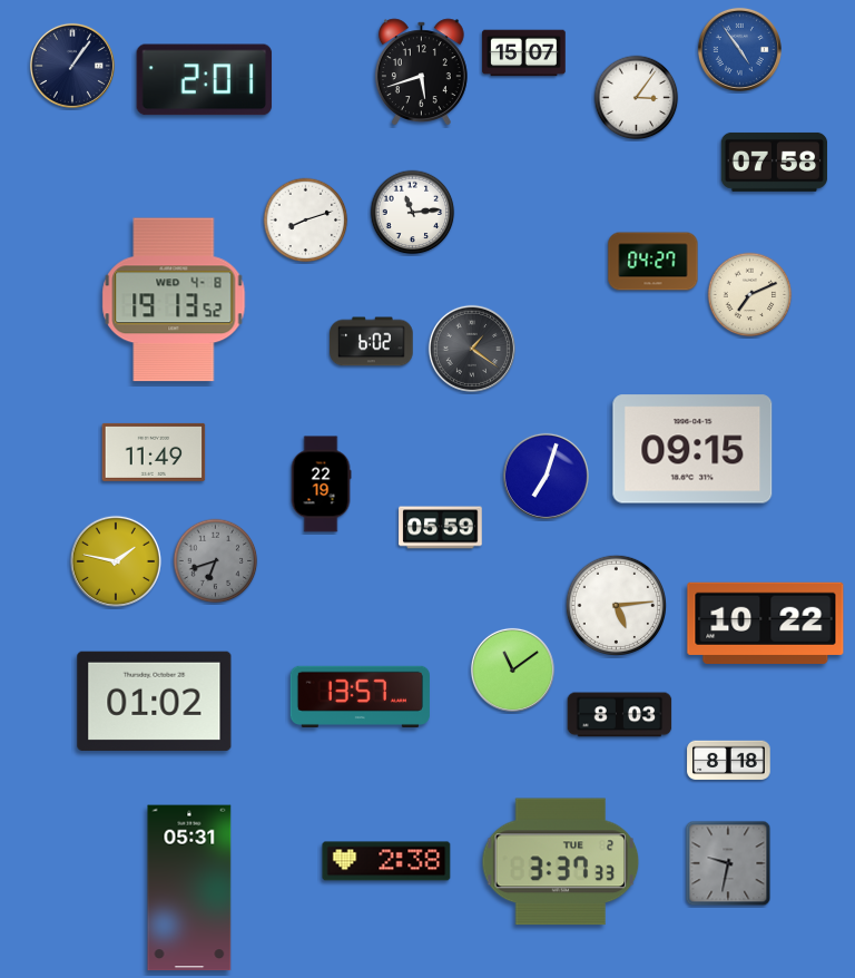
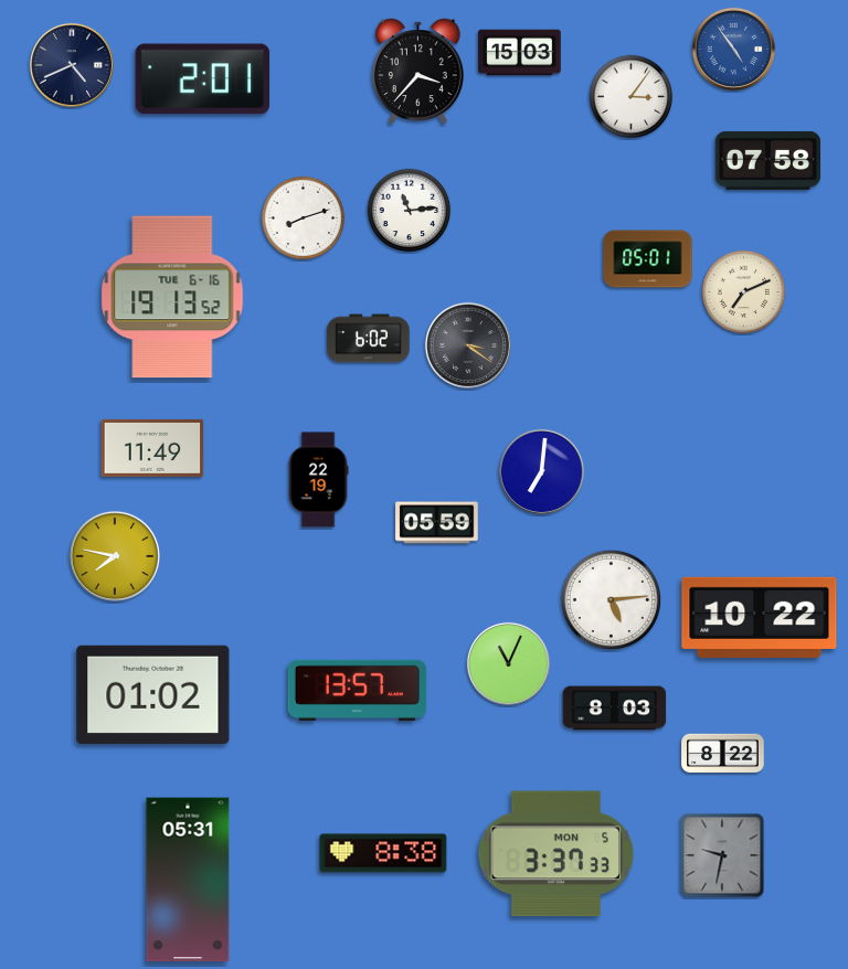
clock at (524, 53): 15:07 -> 15:03
clock at (72, 66): 1:06 -> 4:41
clock at (421, 72): 5:42 -> 3:37
clock at (653, 262): 04:27 -> 05:01
clock at (174, 300) date: WED 4-8 -> TUE 6-16
clock at (472, 349): 1:21 -> 3:21
clock at (692, 449): 09:15 -> none
clock at (546, 476): 7:03 -> 7:01
clock at (116, 561): 1:47 -> 7:47
clock at (216, 561): 6:42 -> none
clock at (512, 669): 11:09 -> 11:04
clock at (729, 761): 8:18 -> 8:22
clock at (386, 861): 2:38 -> 8:38
clock at (561, 862) date: TUE 2 -> MON 5
